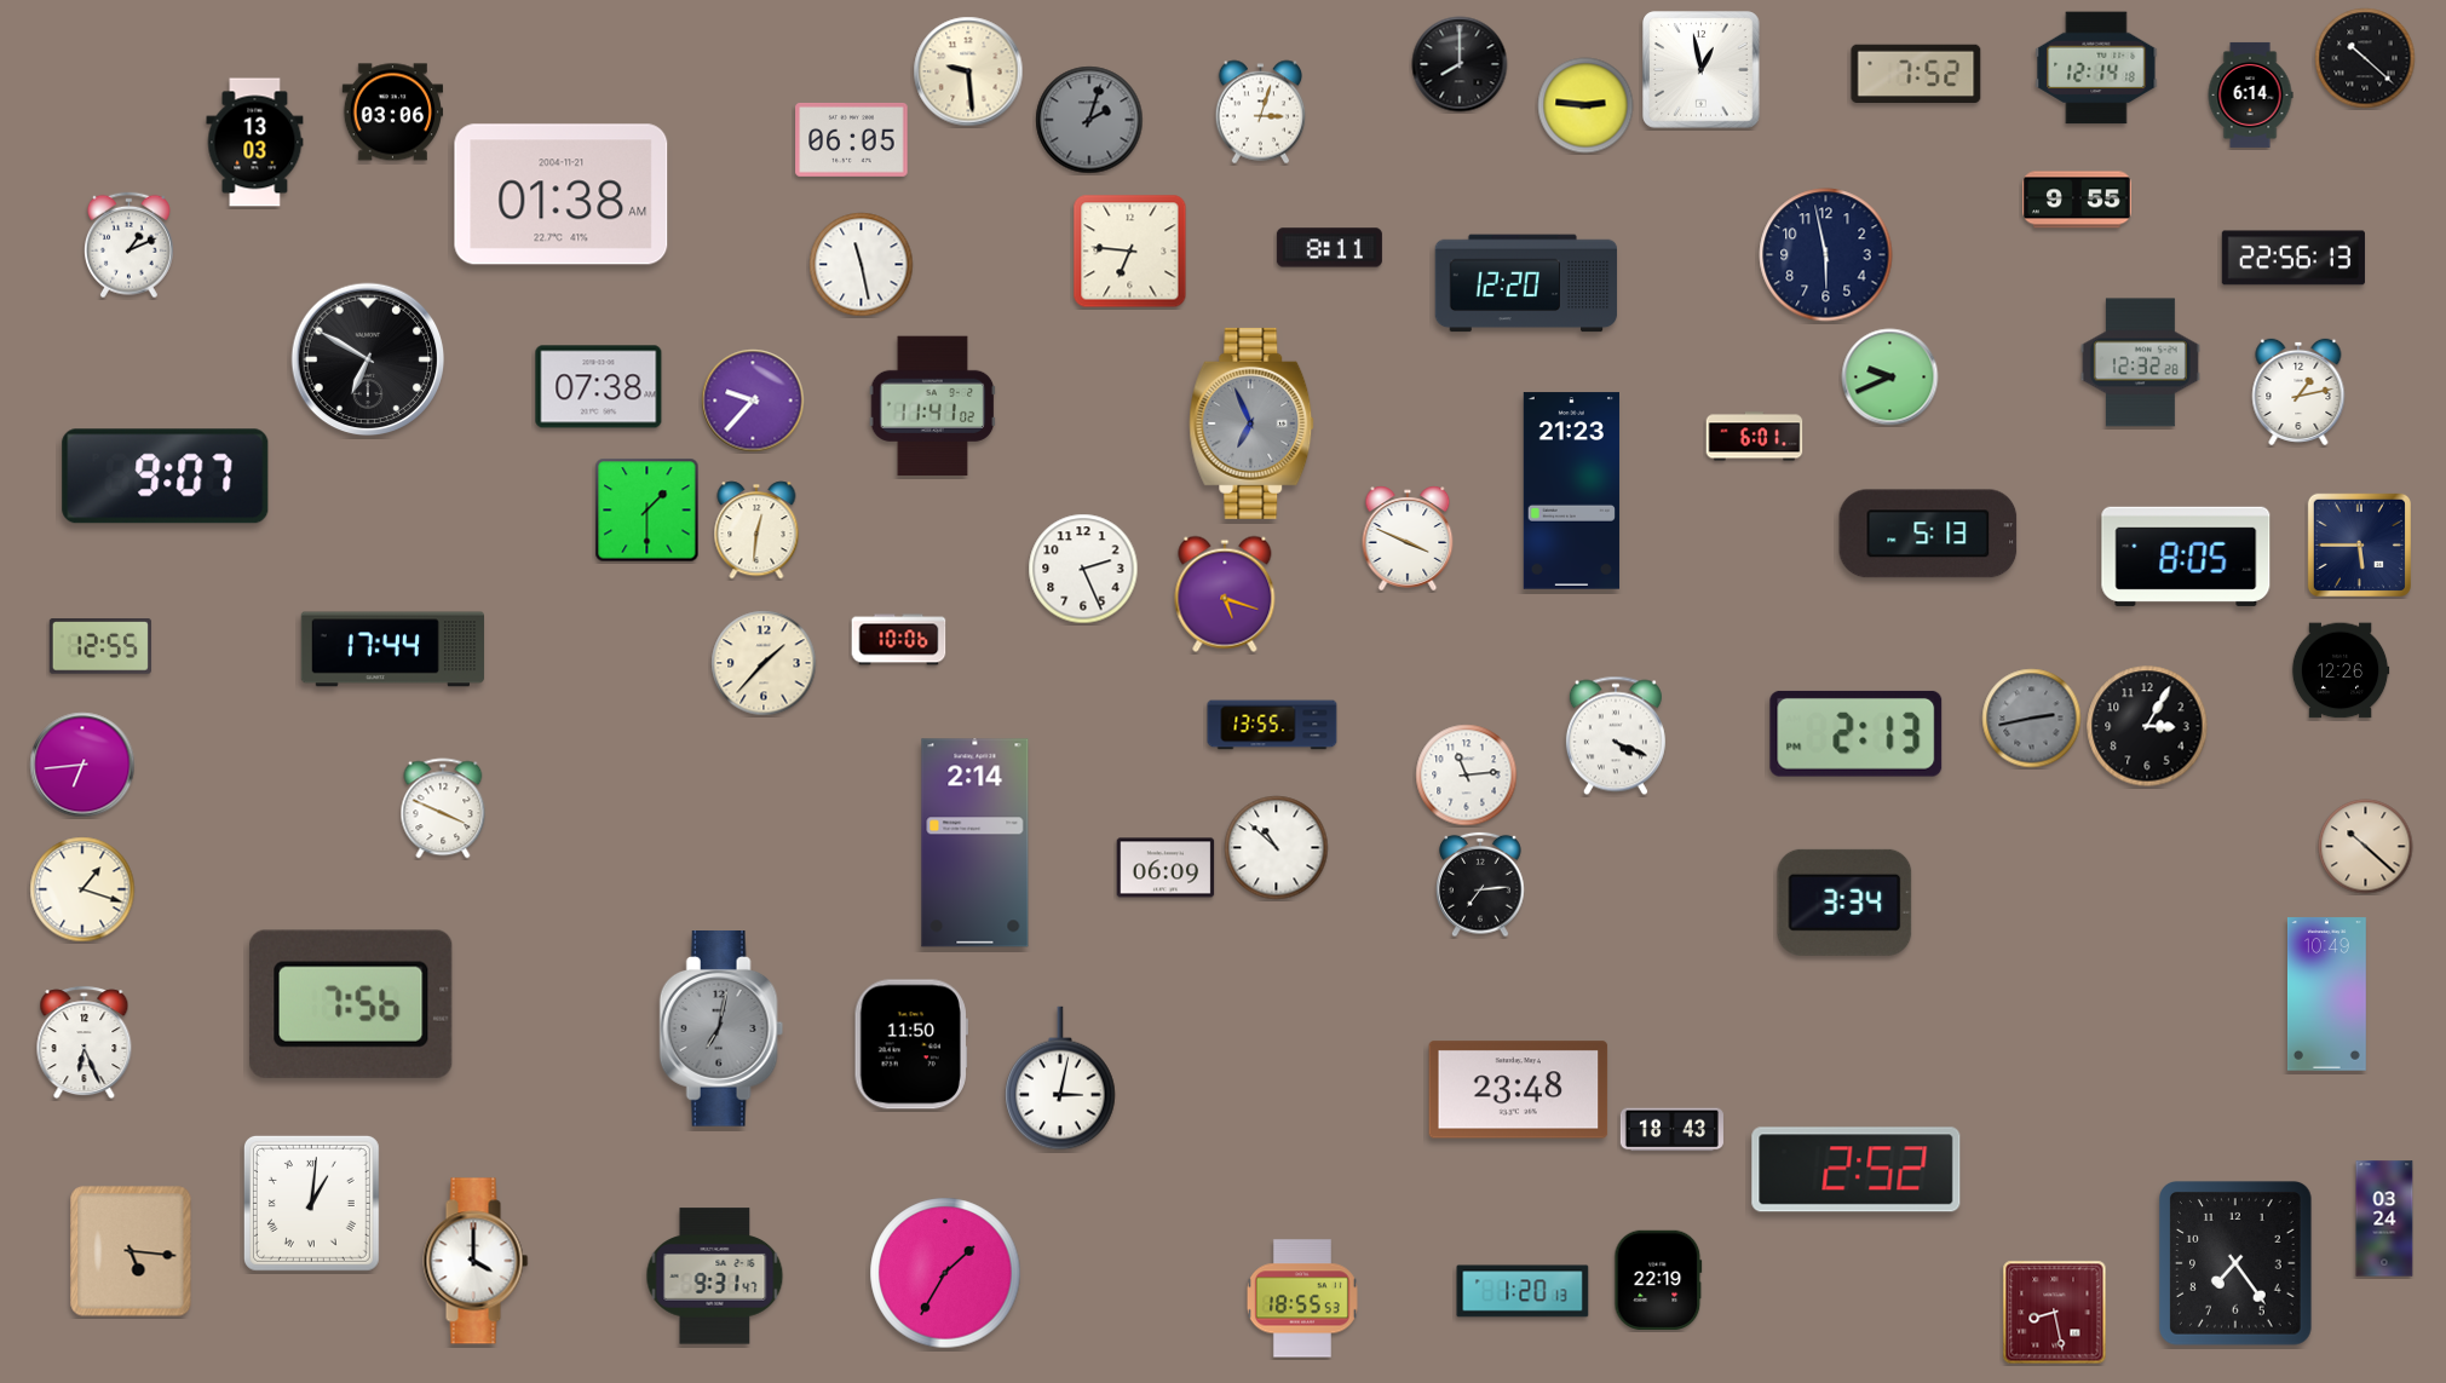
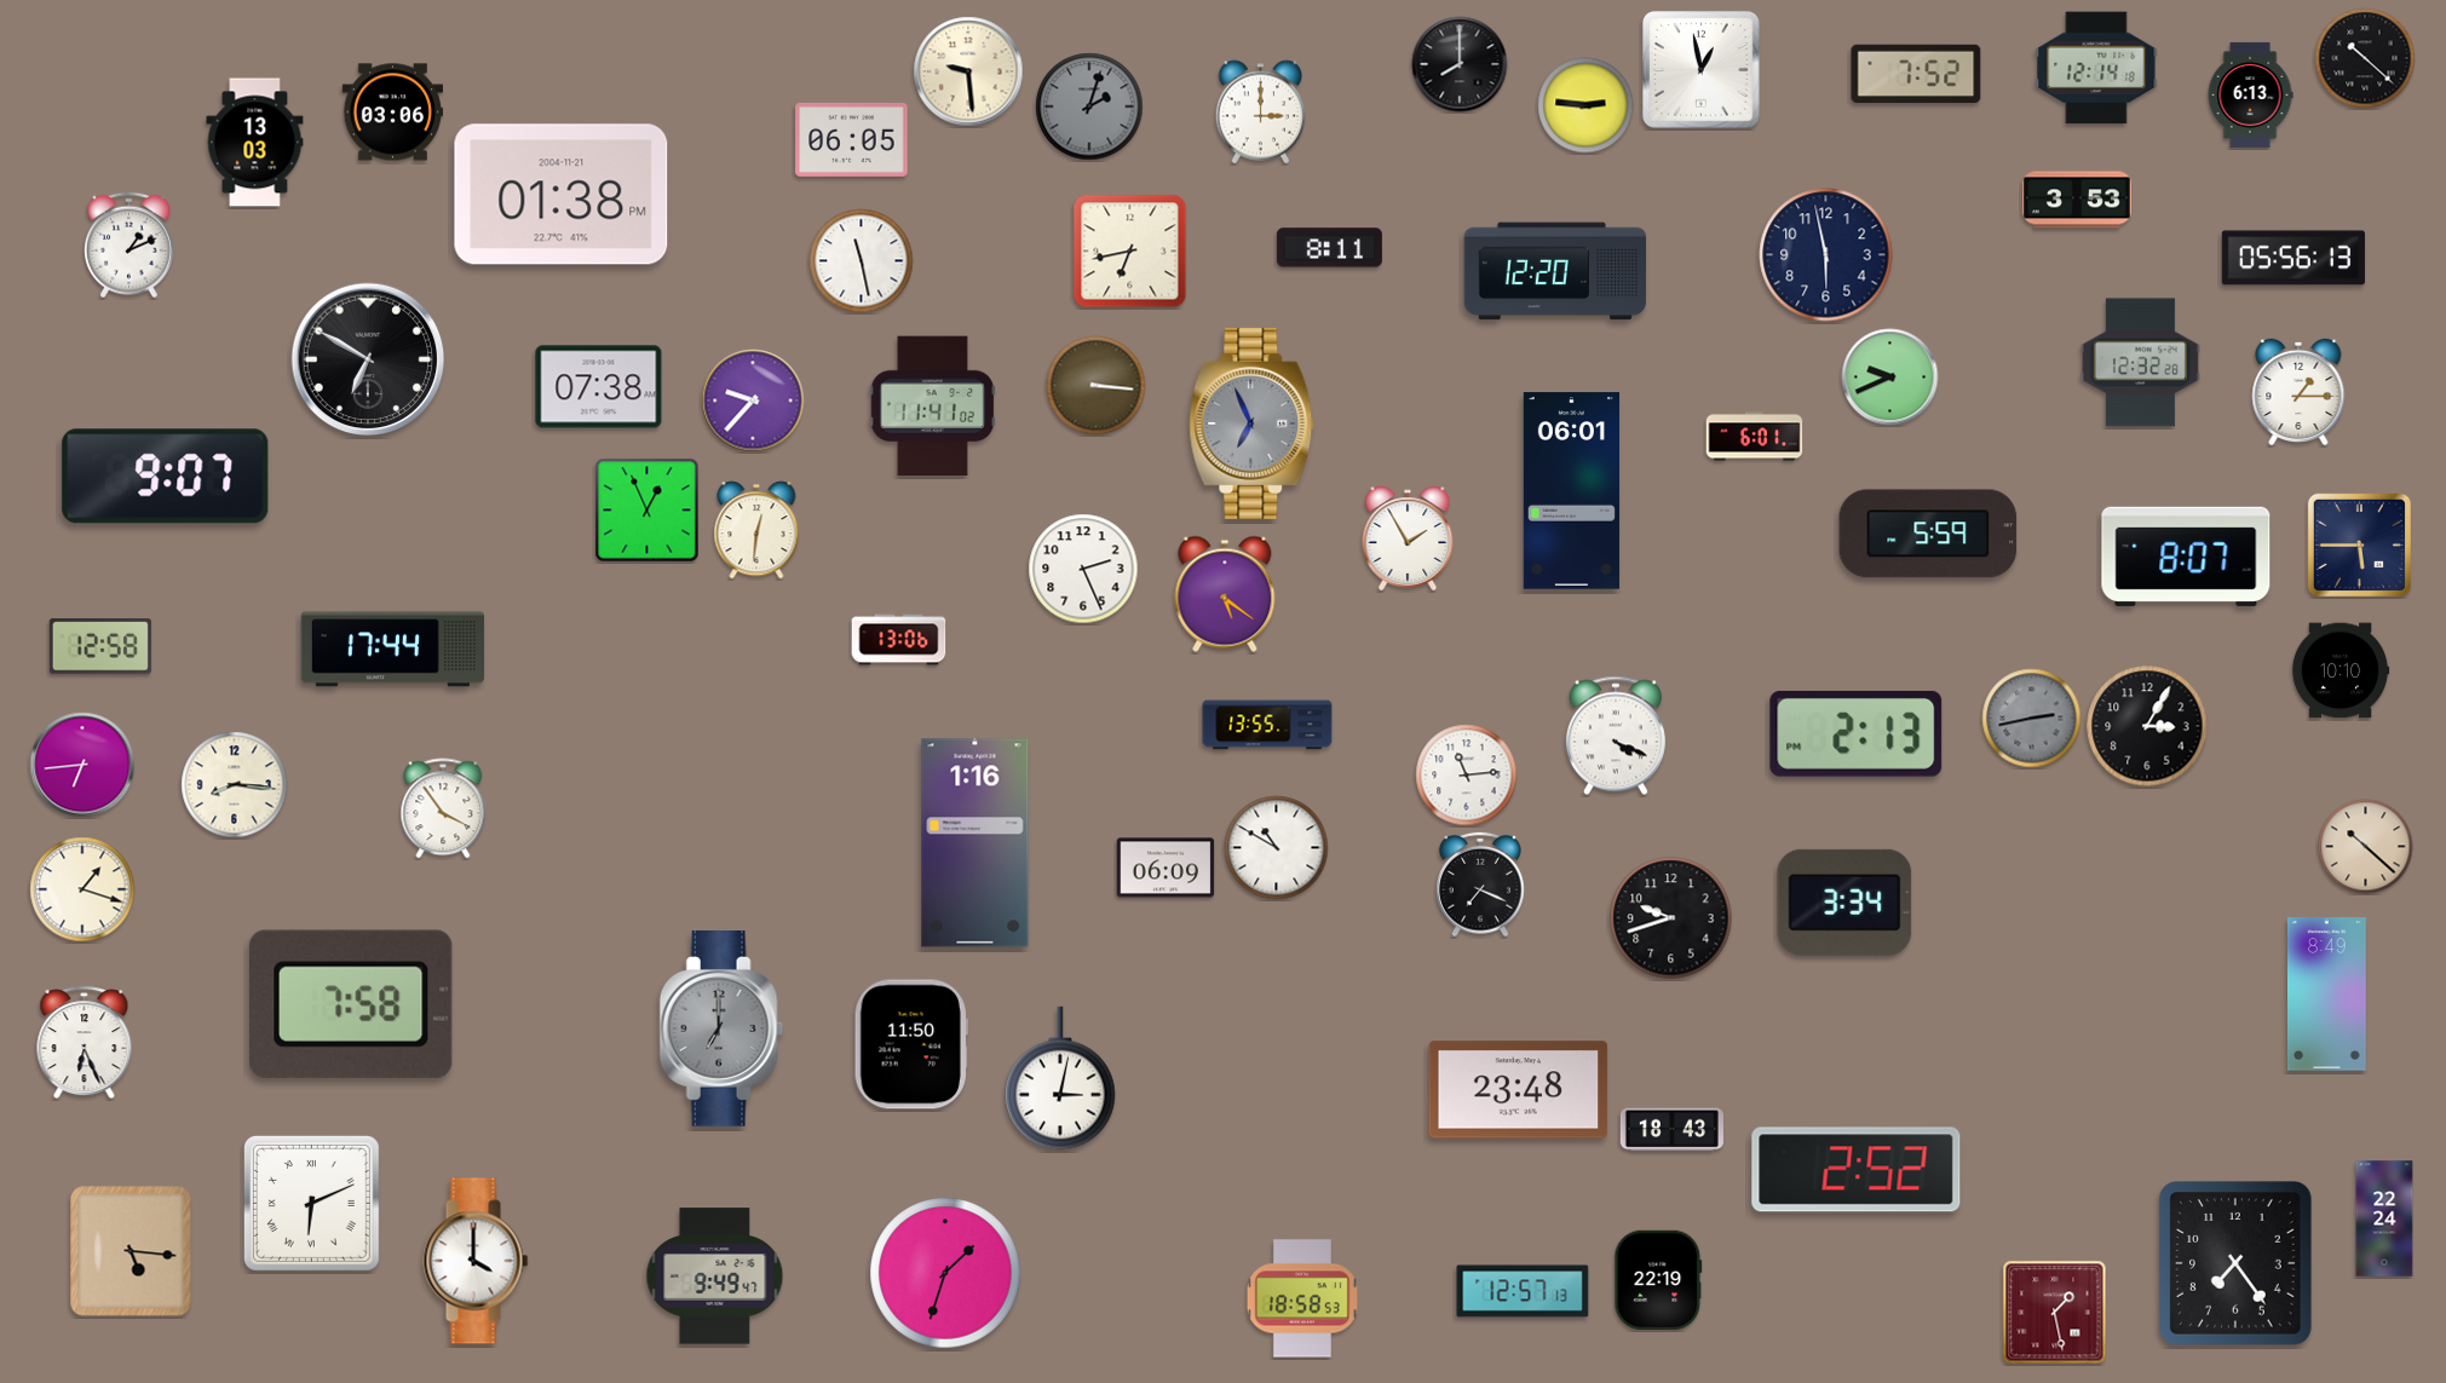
clock at (2250, 94): 6:14 -> 6:13
clock at (1261, 113): 3:03 -> 3:00
clock at (1089, 120) position: (1089, 120) -> (1089, 106)
clock at (562, 195): 01:38 AM -> 01:38 PM
clock at (2078, 200): 9:55 -> 3:53
clock at (1130, 252): 6:46 -> 6:43
clock at (2294, 258): 22:56 -> 05:56
clock at (862, 265) position: (862, 265) -> (862, 261)
clock at (1526, 283) position: (1526, 283) -> (1555, 271)
clock at (1097, 386): none -> 3:16
clock at (2298, 392): 1:13 -> 1:15
clock at (1571, 491): 21:23 -> 06:01
clock at (648, 511): 1:30 -> 12:56
clock at (1928, 534): 5:13 -> 5:59
clock at (1408, 538): 3:49 -> 1:55
clock at (2186, 557): 8:05 -> 8:07
clock at (1225, 594): 5:18 -> 5:21
clock at (899, 640): 10:06 -> 13:06
clock at (100, 646): 12:55 -> 12:58
clock at (764, 663): 1:37 -> none
clock at (2341, 670): 12:26 -> 10:10
clock at (1272, 725) position: (1272, 725) -> (1267, 725)
clock at (235, 785): none -> 8:16
clock at (443, 808): 3:49 -> 3:54
clock at (975, 843): 2:14 -> 1:16
clock at (1277, 848): 10:52 -> 10:50
clock at (1480, 884): 7:14 -> 7:19
clock at (1671, 918): none -> 9:42
clock at (2326, 995): 10:49 -> 8:49
clock at (351, 1004): 7:56 -> 7:58
clock at (721, 1028): 7:02 -> 7:00
clock at (311, 1203): 1:01 -> 6:11
clock at (2384, 1218): 03:24 -> 22:24
clock at (945, 1273): 1:35 -> 1:33
clock at (715, 1277): 9:31 -> 9:49
clock at (1523, 1291): 1:20 -> 12:57
clock at (1302, 1298): 18:55 -> 18:58
clock at (2055, 1313): 8:28 -> 1:28
